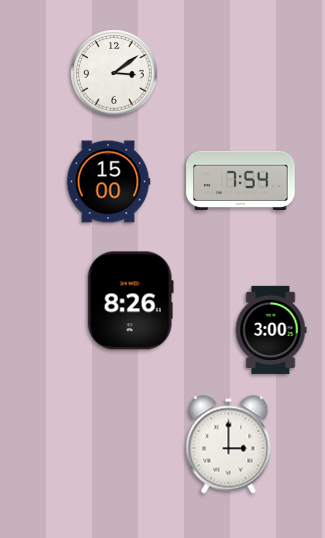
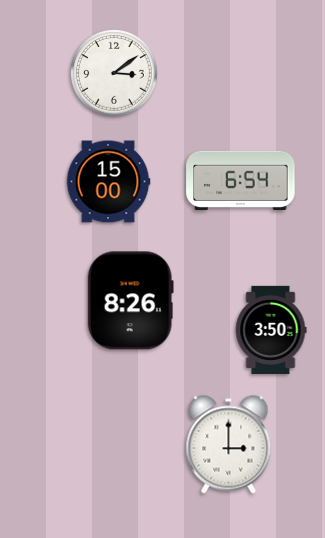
clock at (241, 180): 7:54 -> 6:54
clock at (271, 330): 3:00 -> 3:50
